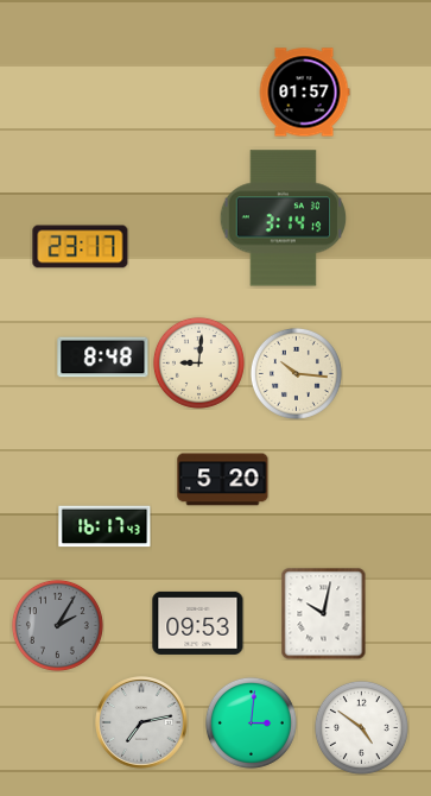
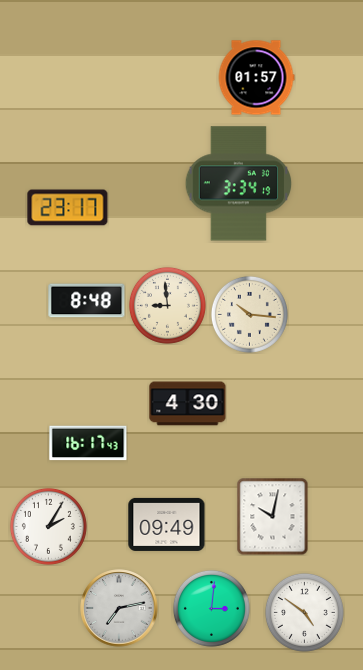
clock at (284, 219): 3:14 -> 3:34
clock at (198, 362): 9:01 -> 8:59
clock at (223, 480): 5:20 -> 4:30
clock at (198, 623): 09:53 -> 09:49
clock at (57, 625) dial: grey -> white
